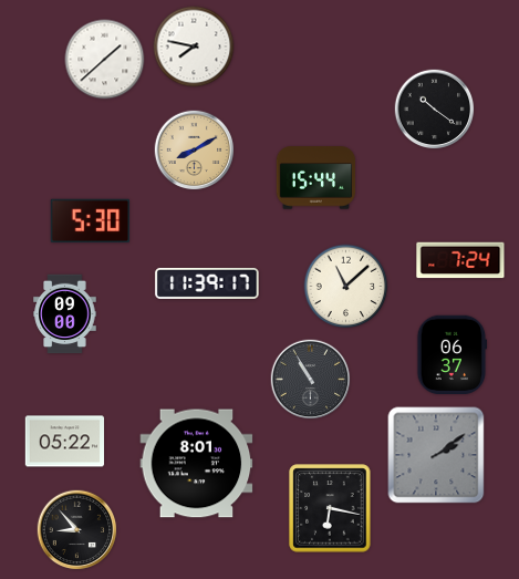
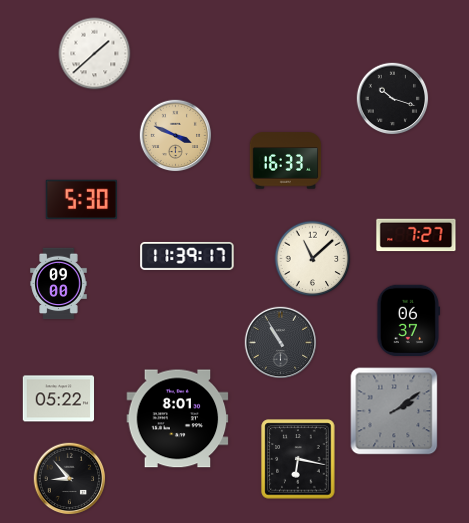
clock at (194, 46): 7:47 -> none
clock at (435, 110): 10:21 -> 10:18
clock at (195, 151): 8:10 -> 3:49
clock at (316, 178): 15:44 -> 16:33
clock at (460, 260): 7:24 -> 7:27
